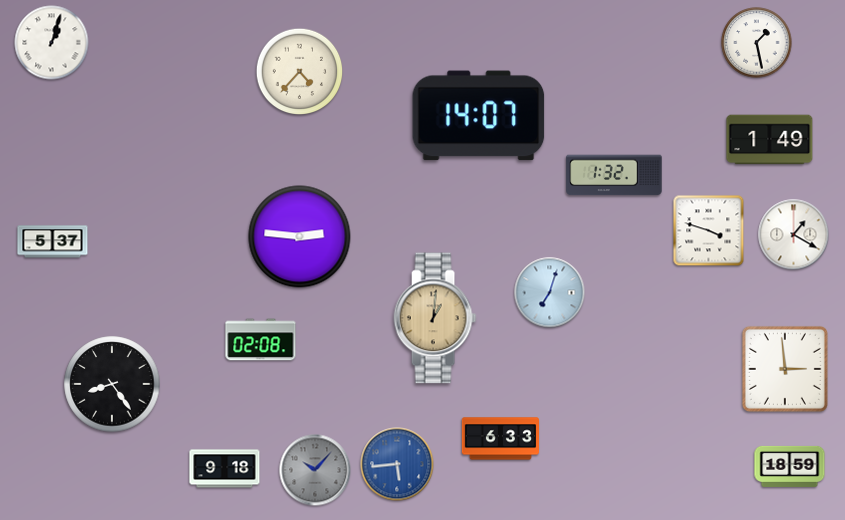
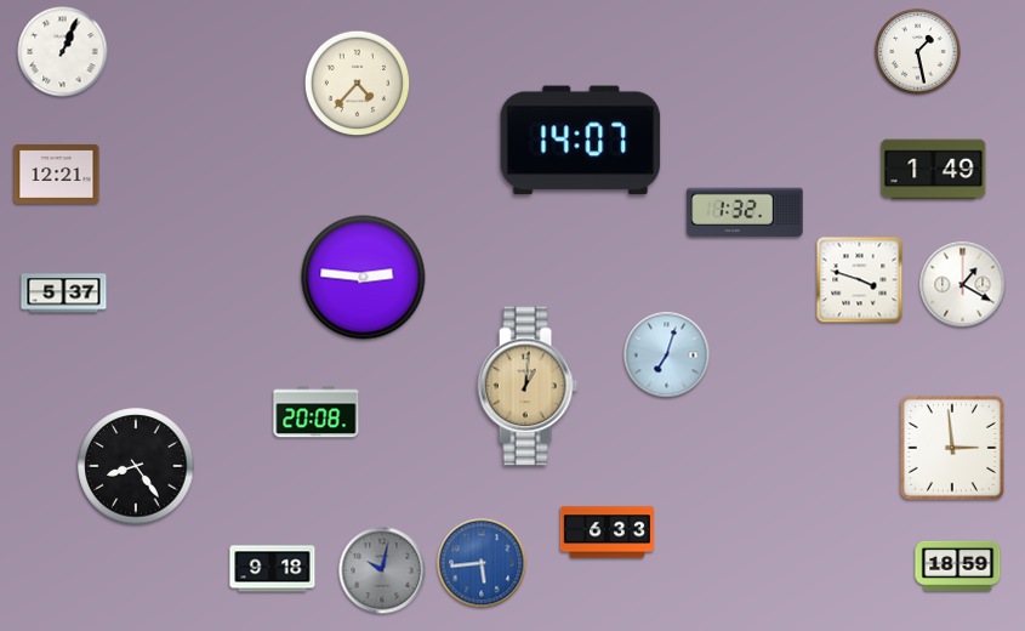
clock at (52, 43): 1:03 -> 1:04
clock at (300, 72) position: (300, 72) -> (358, 84)
clock at (57, 174): none -> 12:21
clock at (300, 237) position: (300, 237) -> (364, 278)
clock at (261, 340): 02:08 -> 20:08
clock at (315, 470): 10:07 -> 10:02
